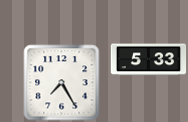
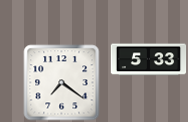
clock at (62, 83): 7:25 -> 7:21
